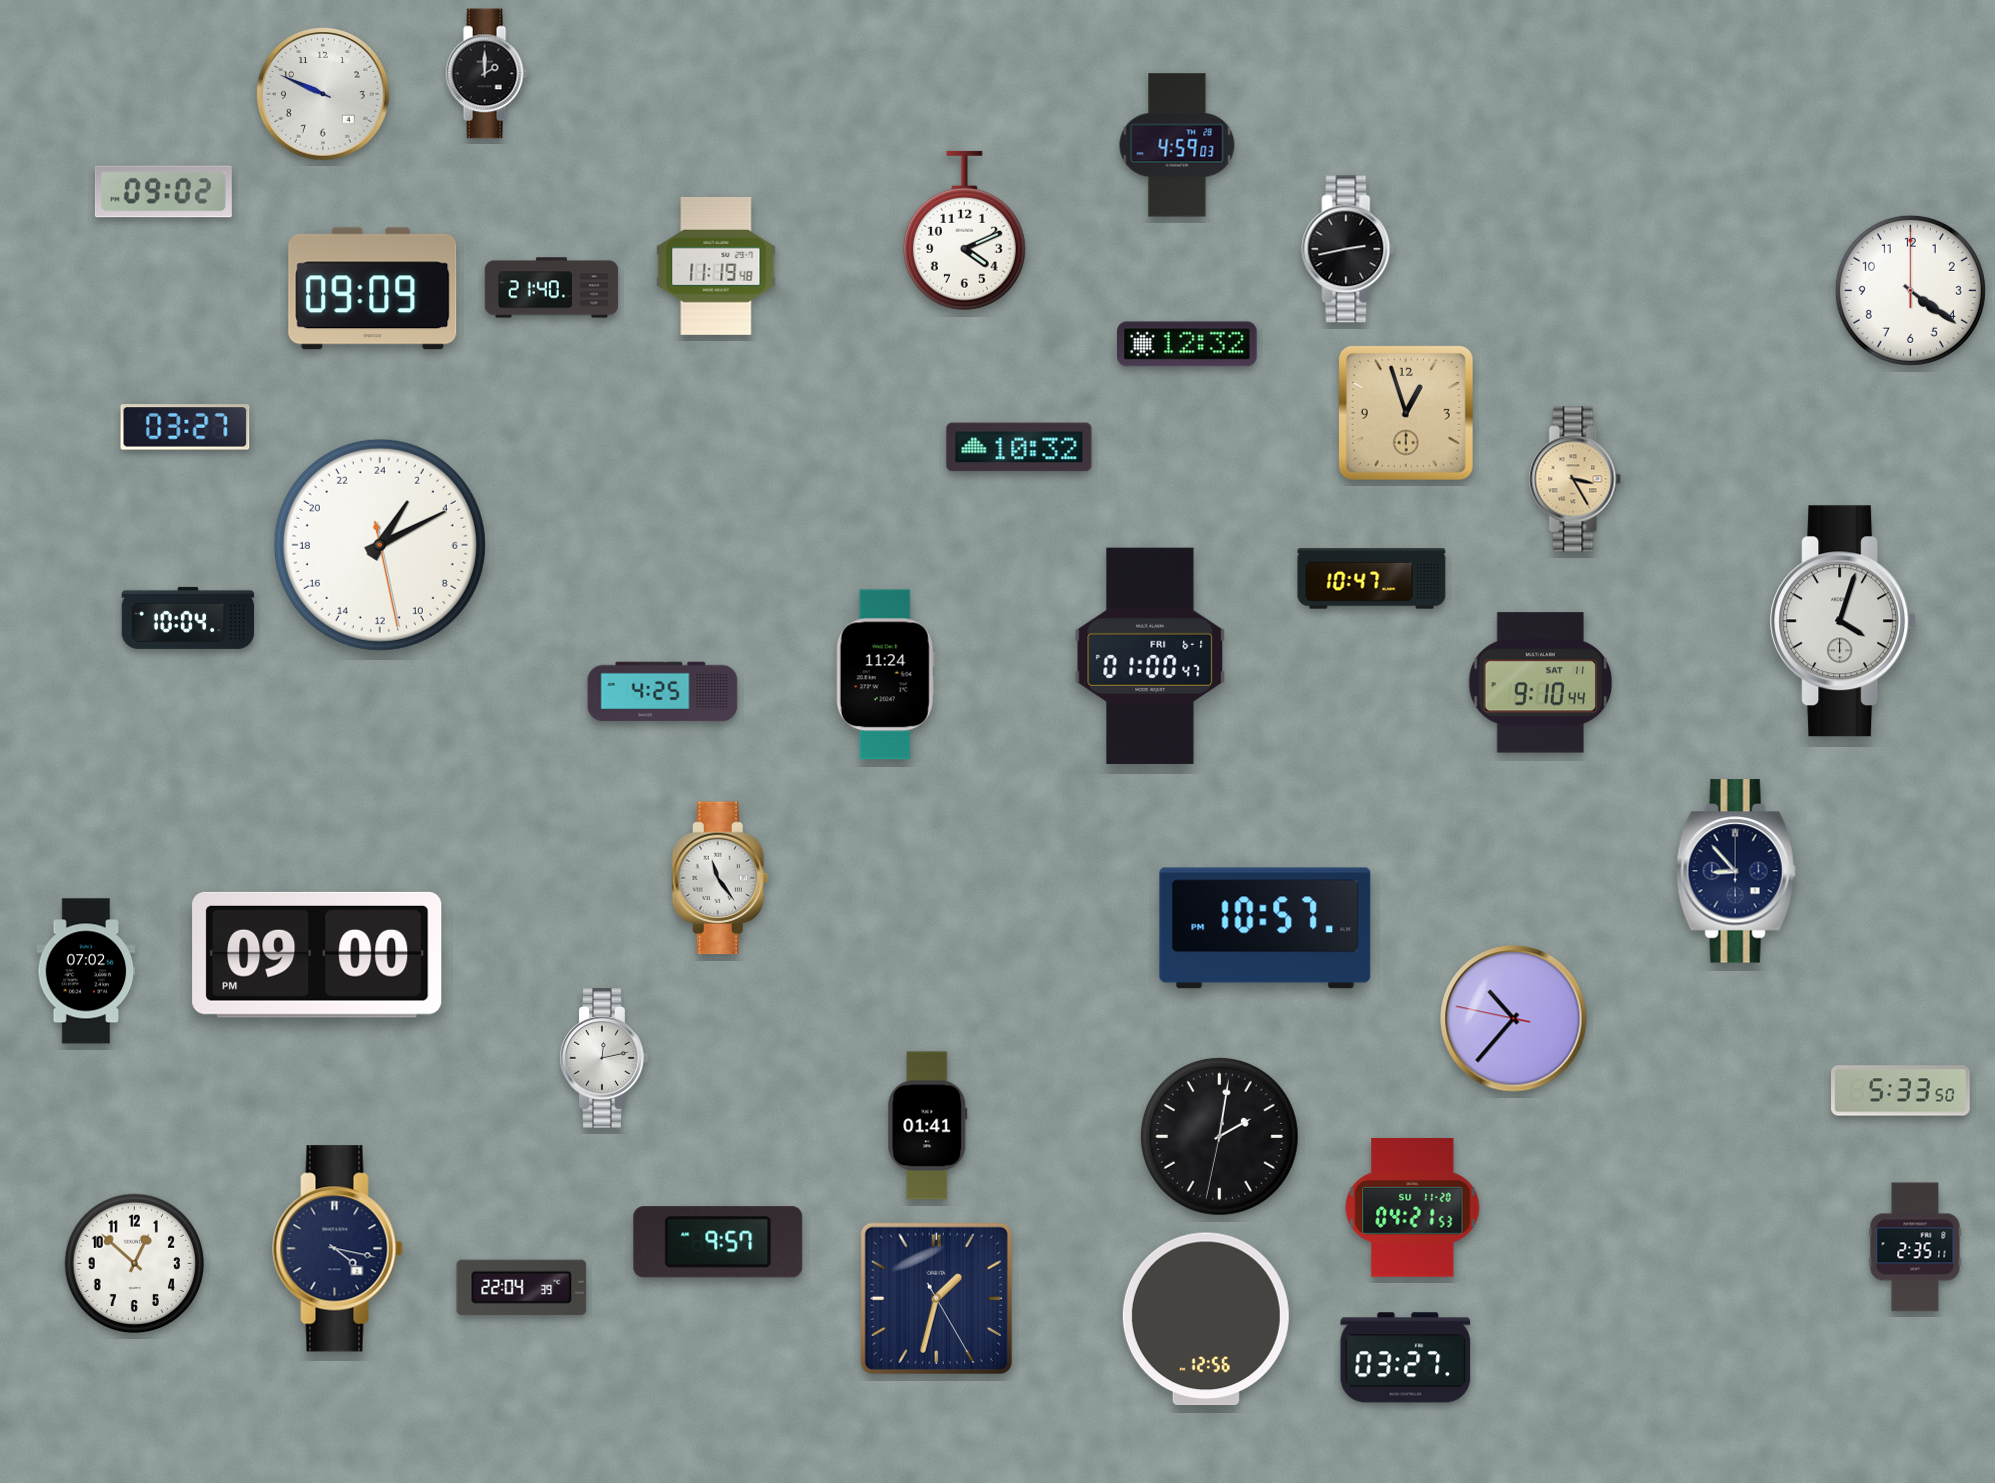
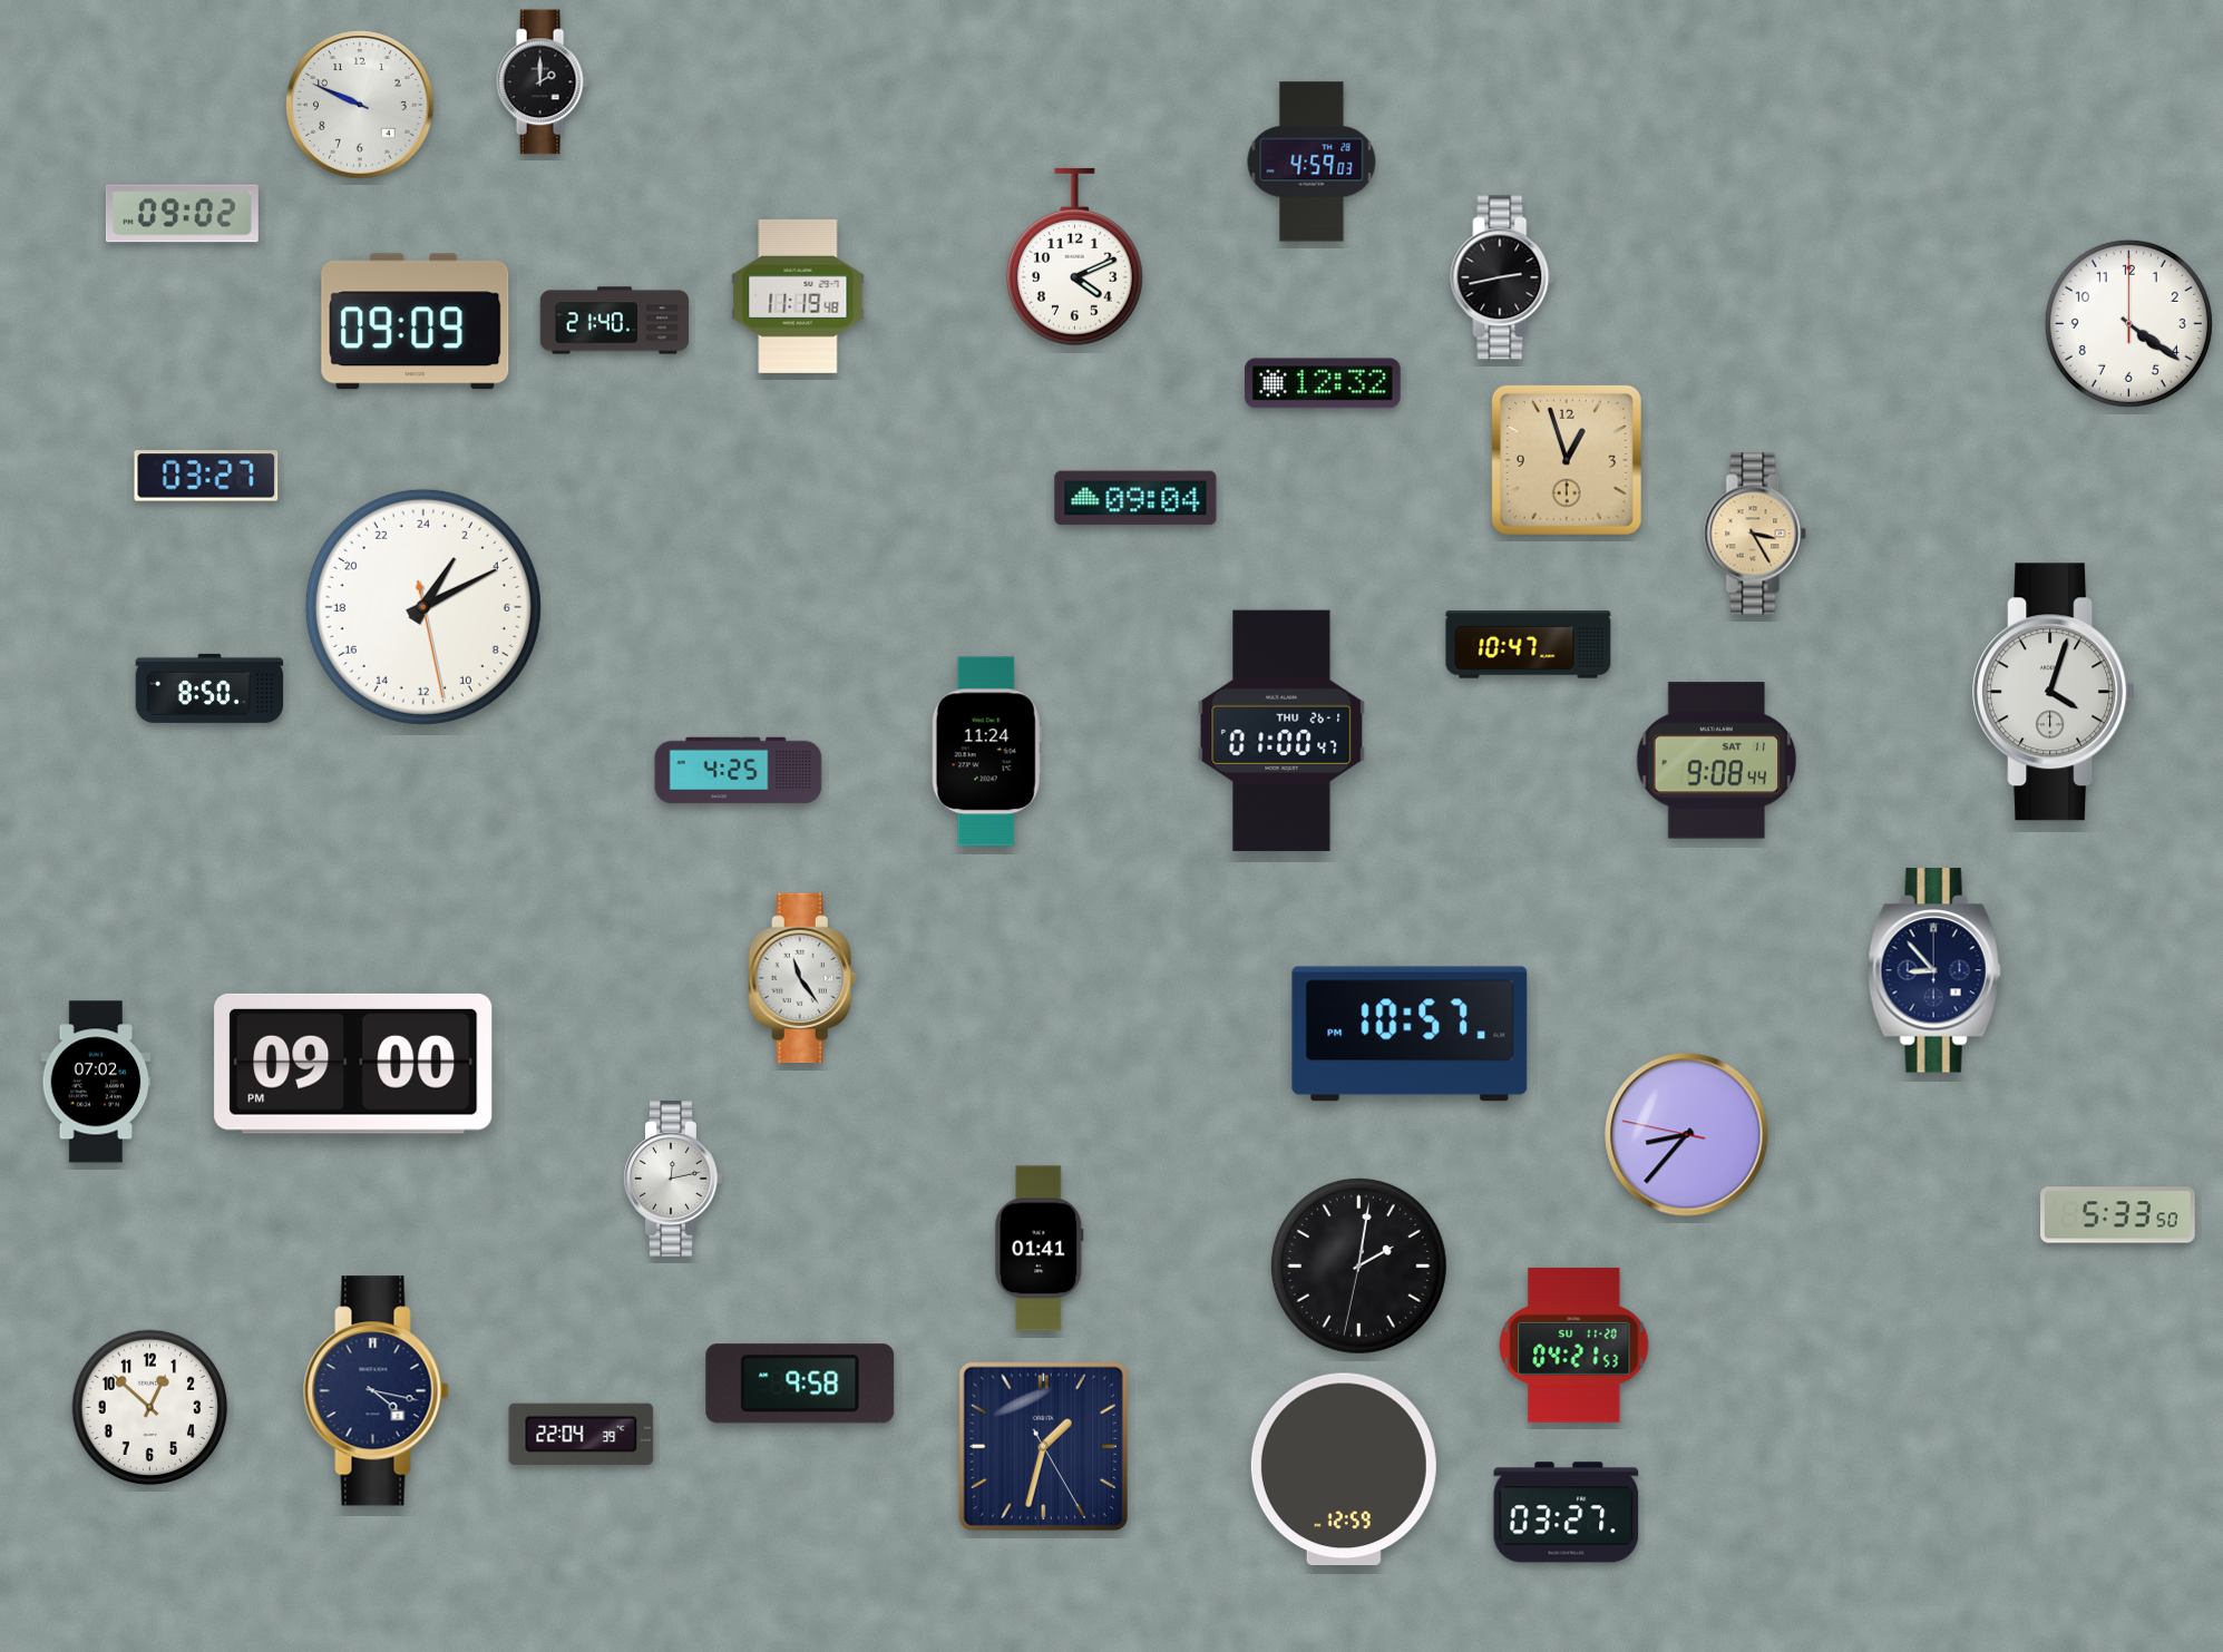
clock at (1019, 447): 10:32 -> 09:04
clock at (188, 618): 10:04 -> 8:50
clock at (1150, 656) date: FRI 6-1 -> THU 26-1
clock at (1541, 683): 9:10 -> 9:08
clock at (1514, 1019): 10:36 -> 8:36
clock at (928, 1126) position: (928, 1126) -> (1040, 1249)
clock at (718, 1242): 9:57 -> 9:58
clock at (1915, 1247): 2:35 -> none
clock at (1206, 1319): 12:56 -> 12:59
